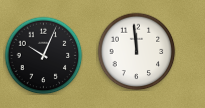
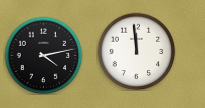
clock at (43, 55): 10:04 -> 4:13
